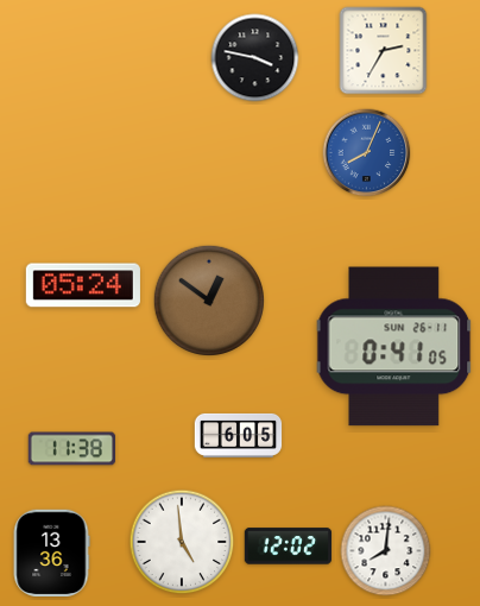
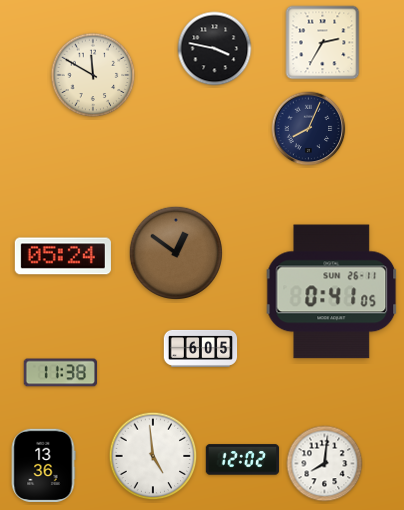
clock at (93, 75): none -> 11:50
clock at (367, 153) dial: blue -> navy
clock at (83, 285) position: (83, 285) -> (63, 256)
clock at (239, 435) position: (239, 435) -> (201, 348)
clock at (72, 449) position: (72, 449) -> (61, 373)
